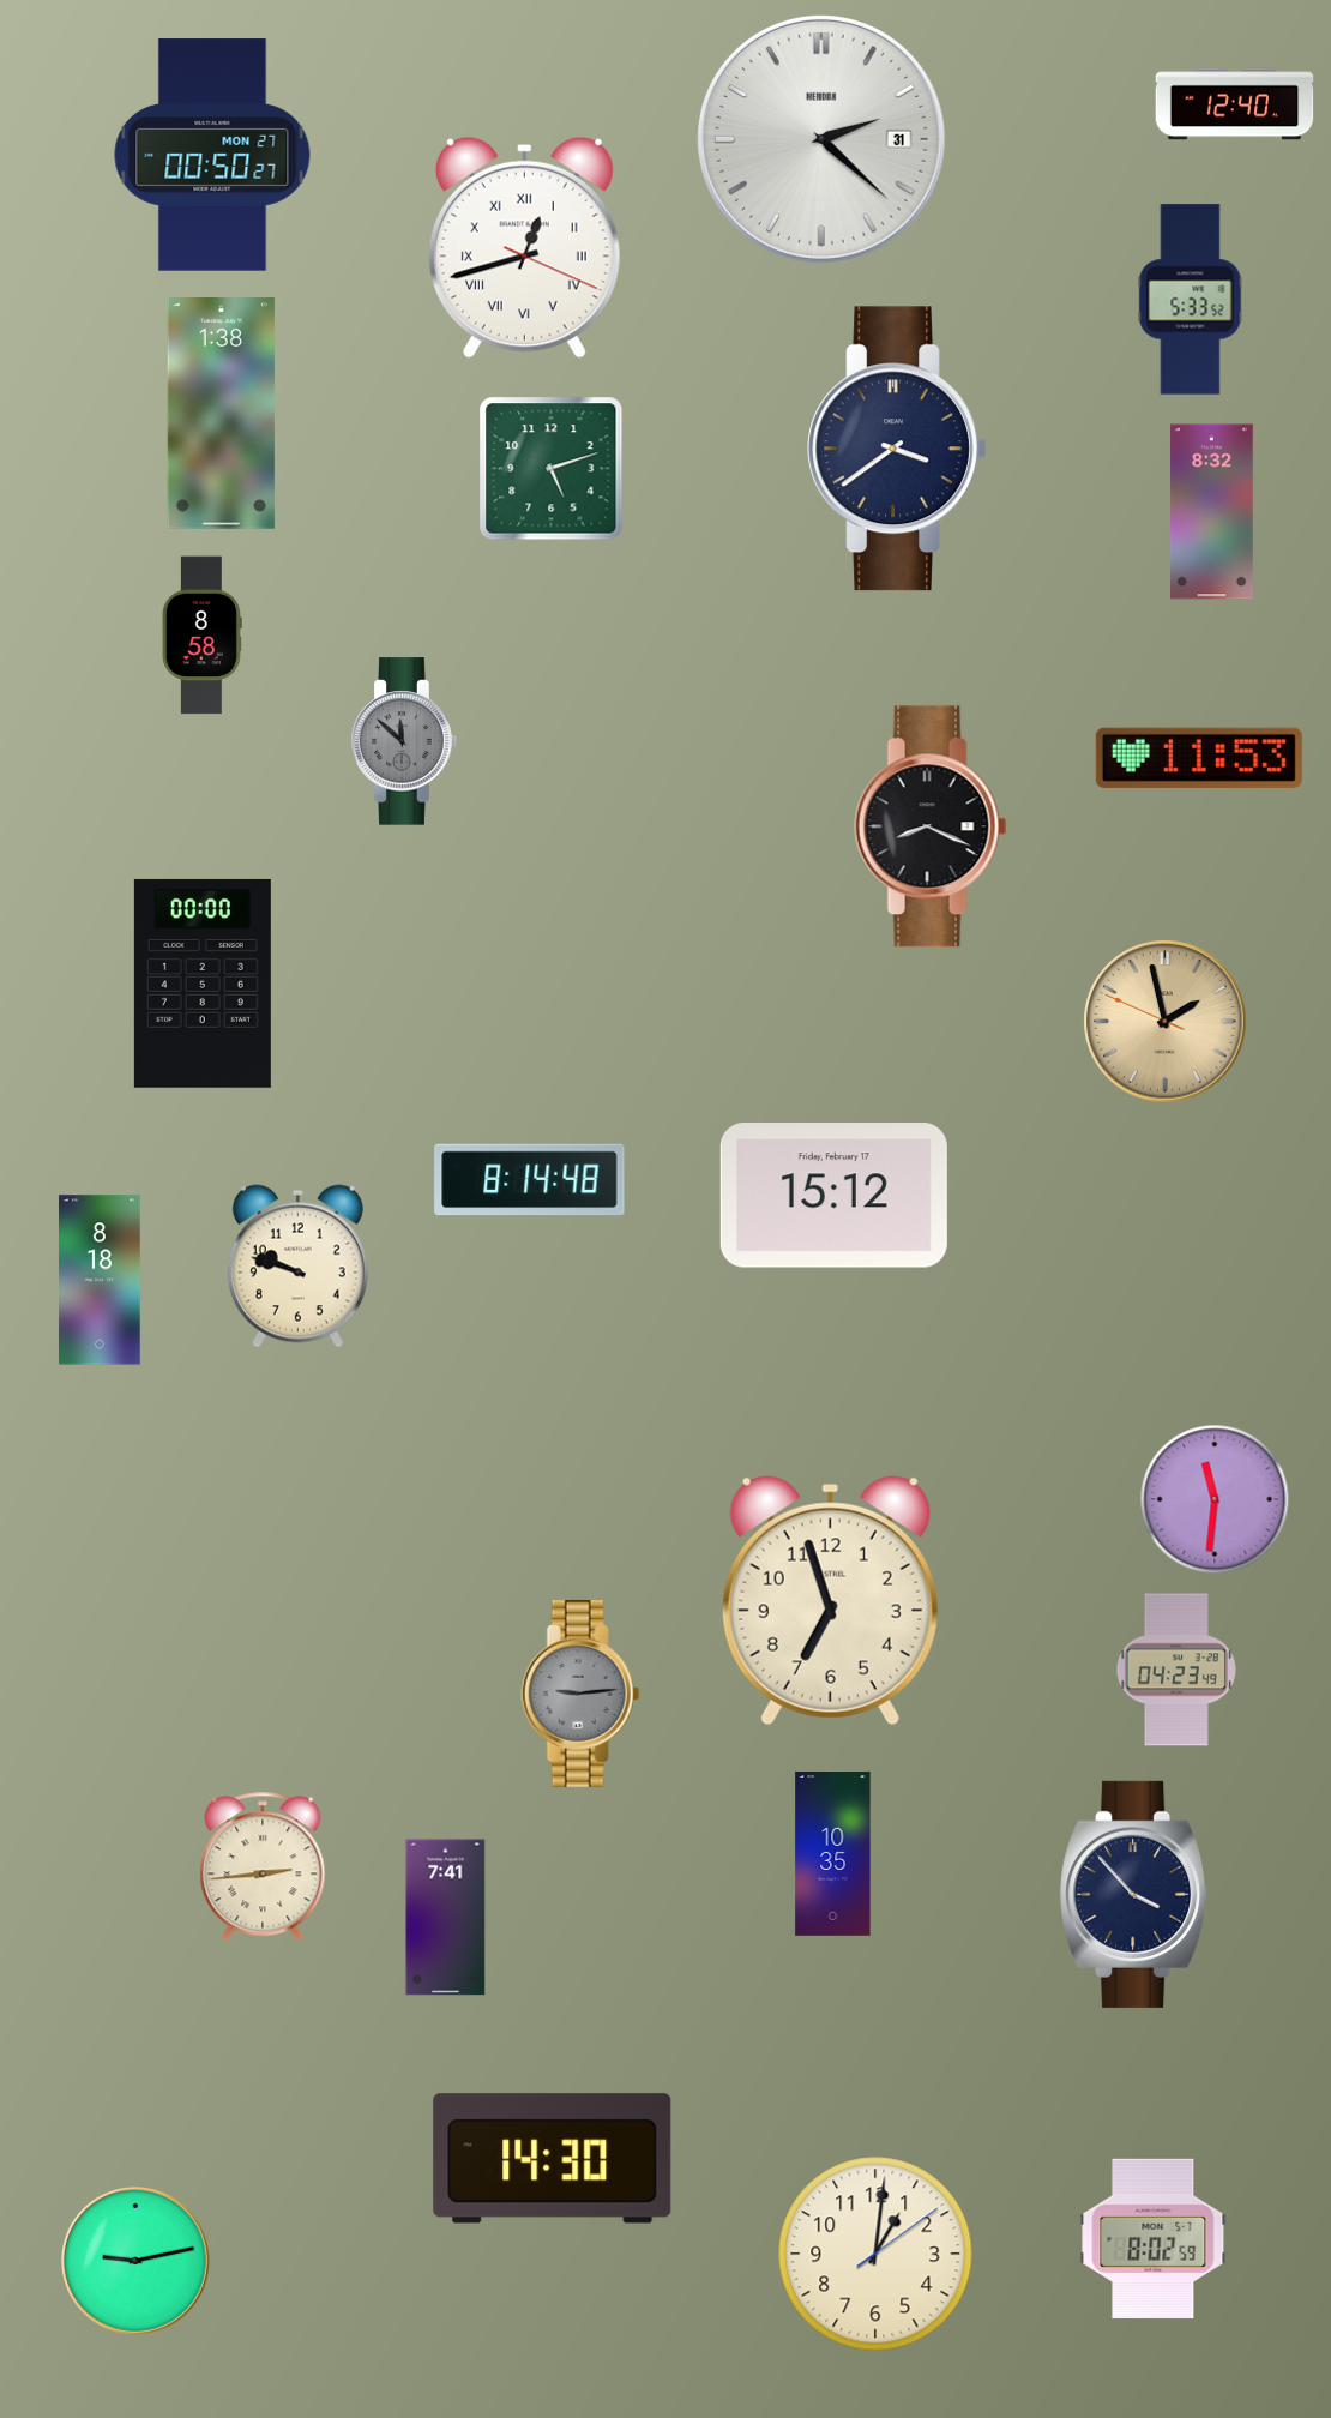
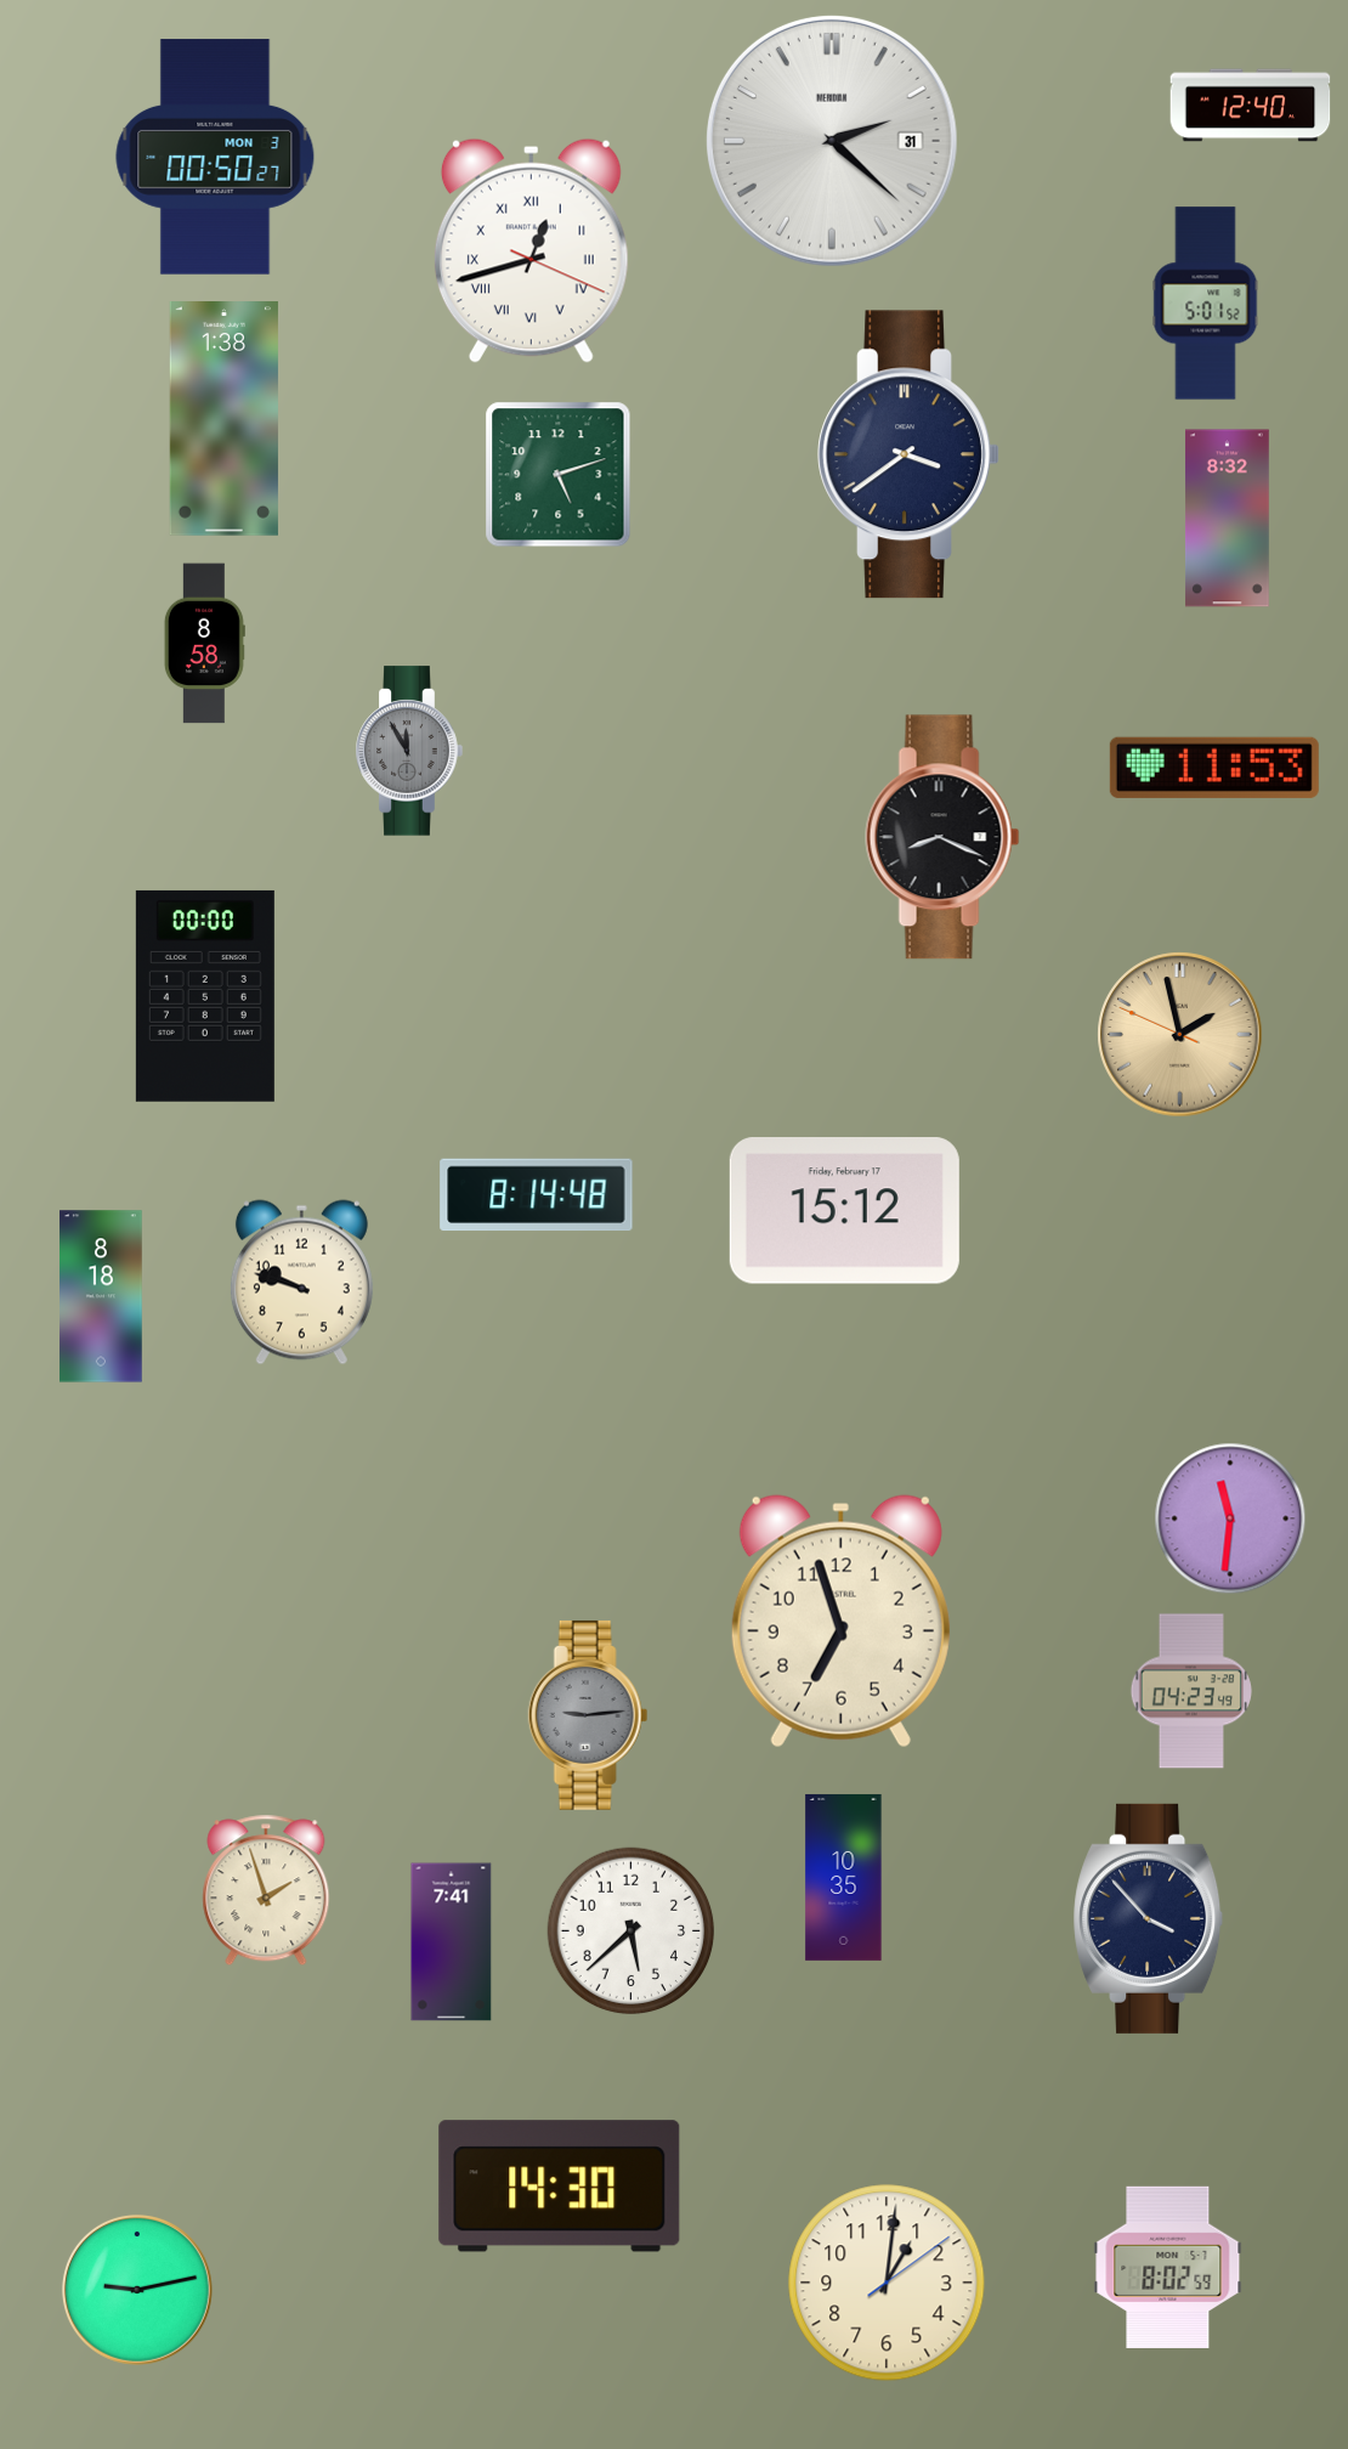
clock at (212, 155) date: MON 27 -> MON 3
clock at (1191, 300): 5:33 -> 5:01
clock at (404, 741): 11:52 -> 11:55
clock at (263, 1866): 2:44 -> 1:57
clock at (631, 1932): none -> 5:38
